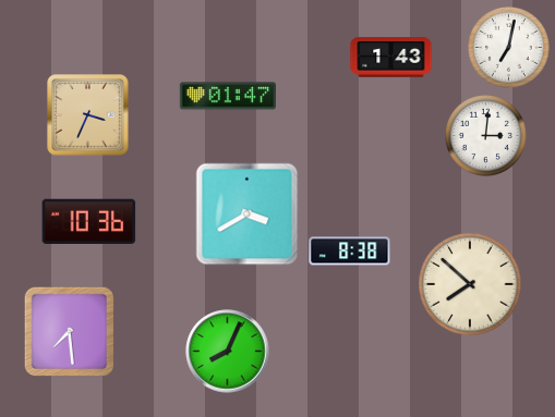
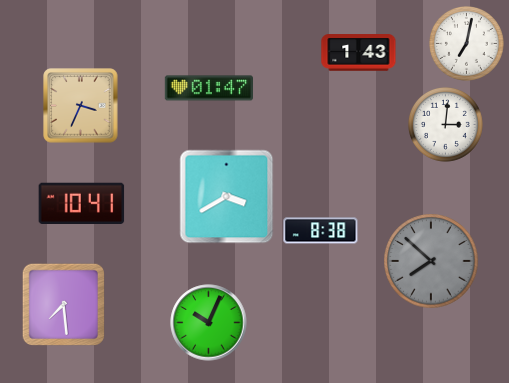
clock at (89, 221): 10:36 -> 10:41
clock at (470, 284) dial: cream -> grey
clock at (228, 352): 8:04 -> 10:04
